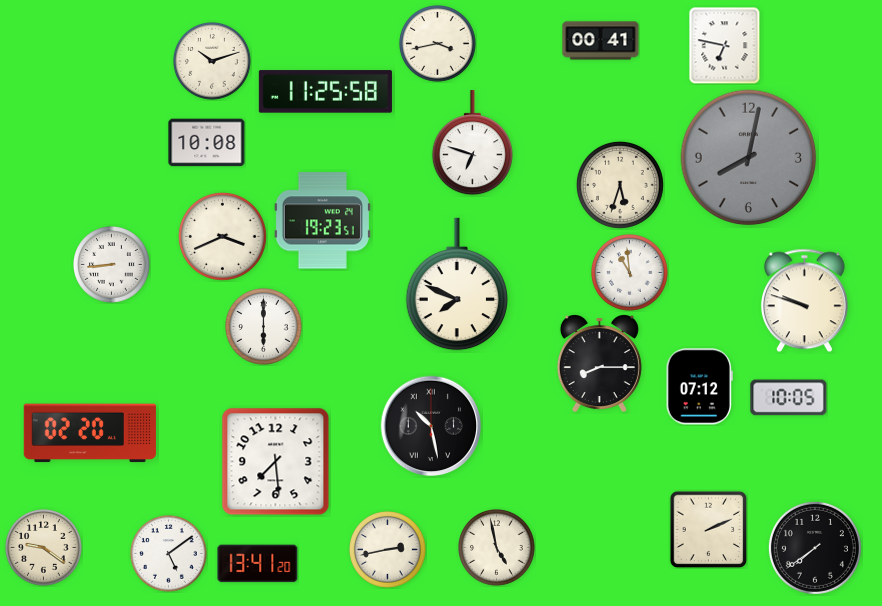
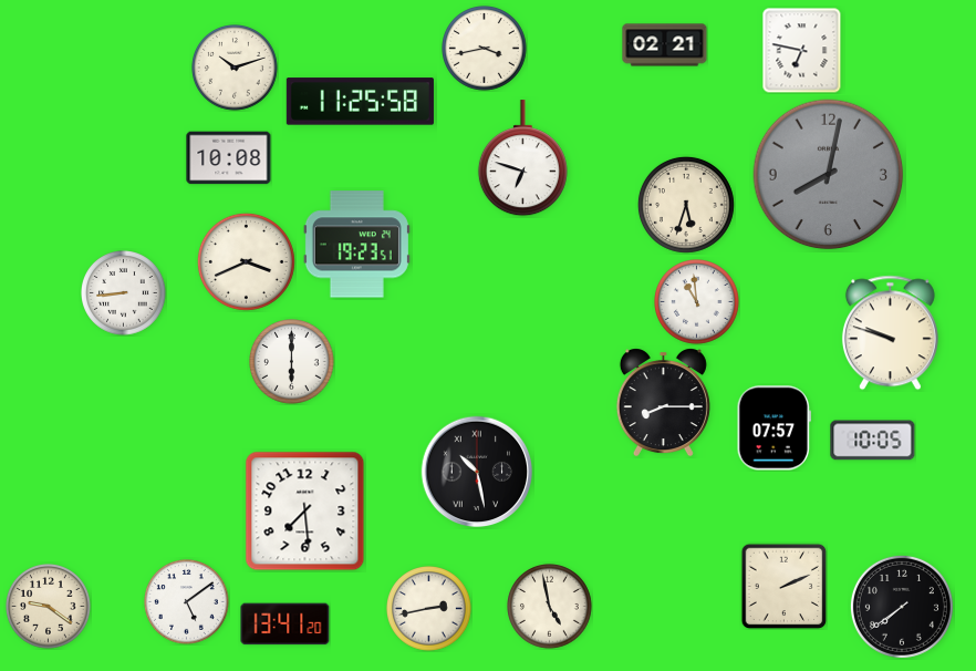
clock at (601, 41): 00:41 -> 02:21
clock at (457, 284): 7:49 -> none
clock at (699, 387): 07:12 -> 07:57
clock at (90, 433): 02:20 -> none
clock at (169, 554) position: (169, 554) -> (187, 602)
